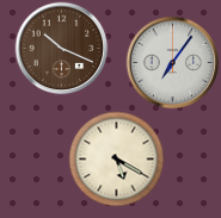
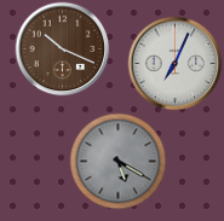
clock at (172, 62): 7:06 -> 7:04
clock at (116, 158) dial: cream -> grey
